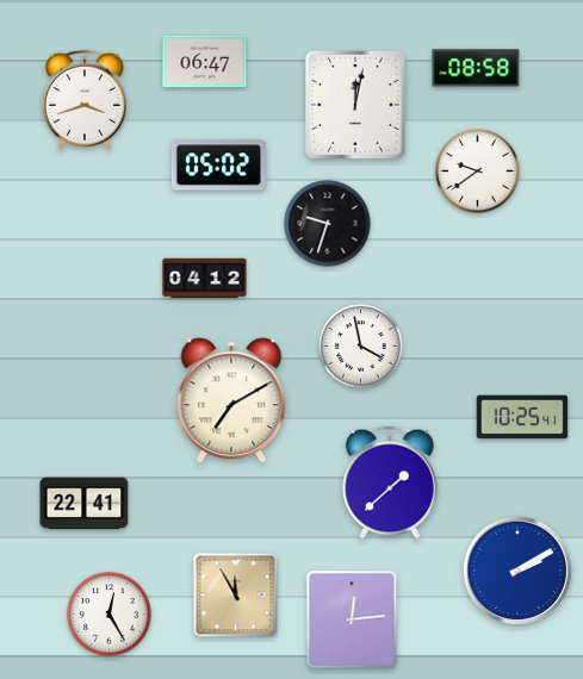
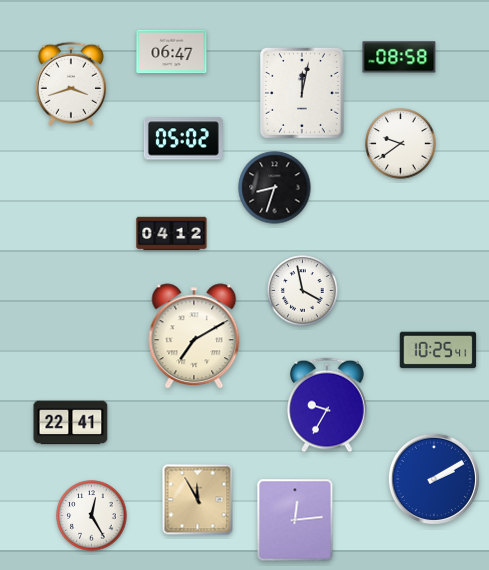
clock at (355, 105) position: (355, 105) -> (302, 93)
clock at (328, 224): 9:33 -> 8:33
clock at (391, 482): 1:38 -> 9:35
